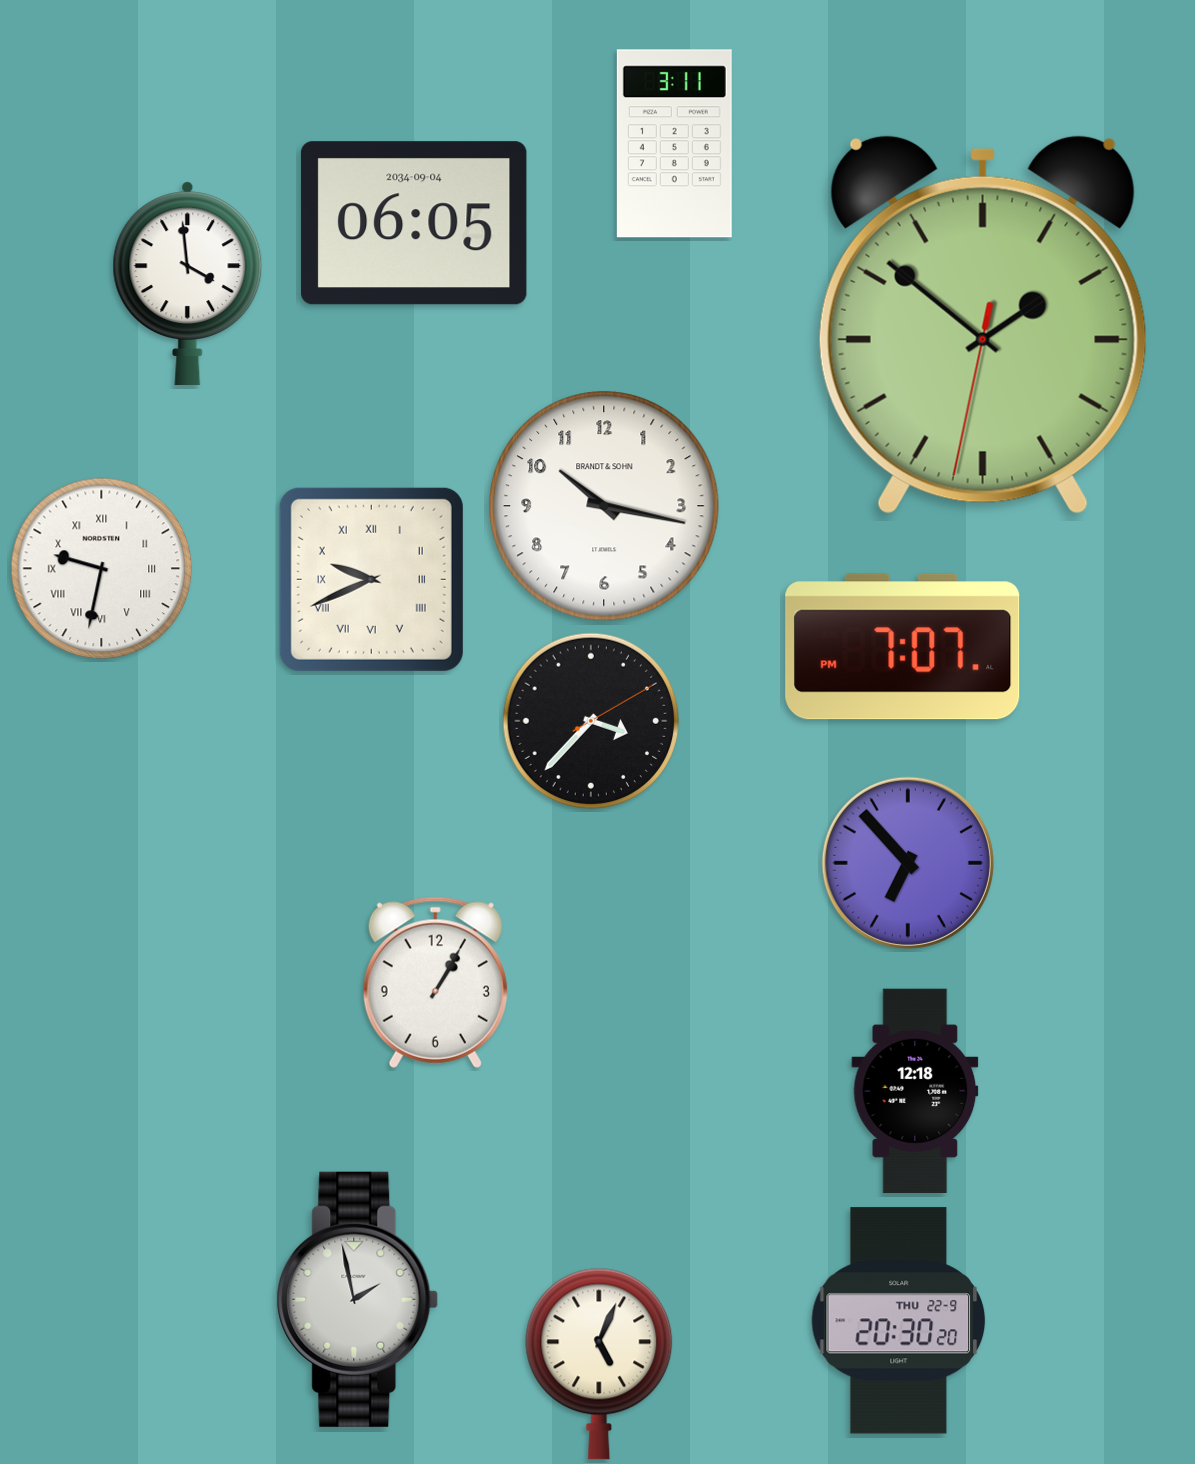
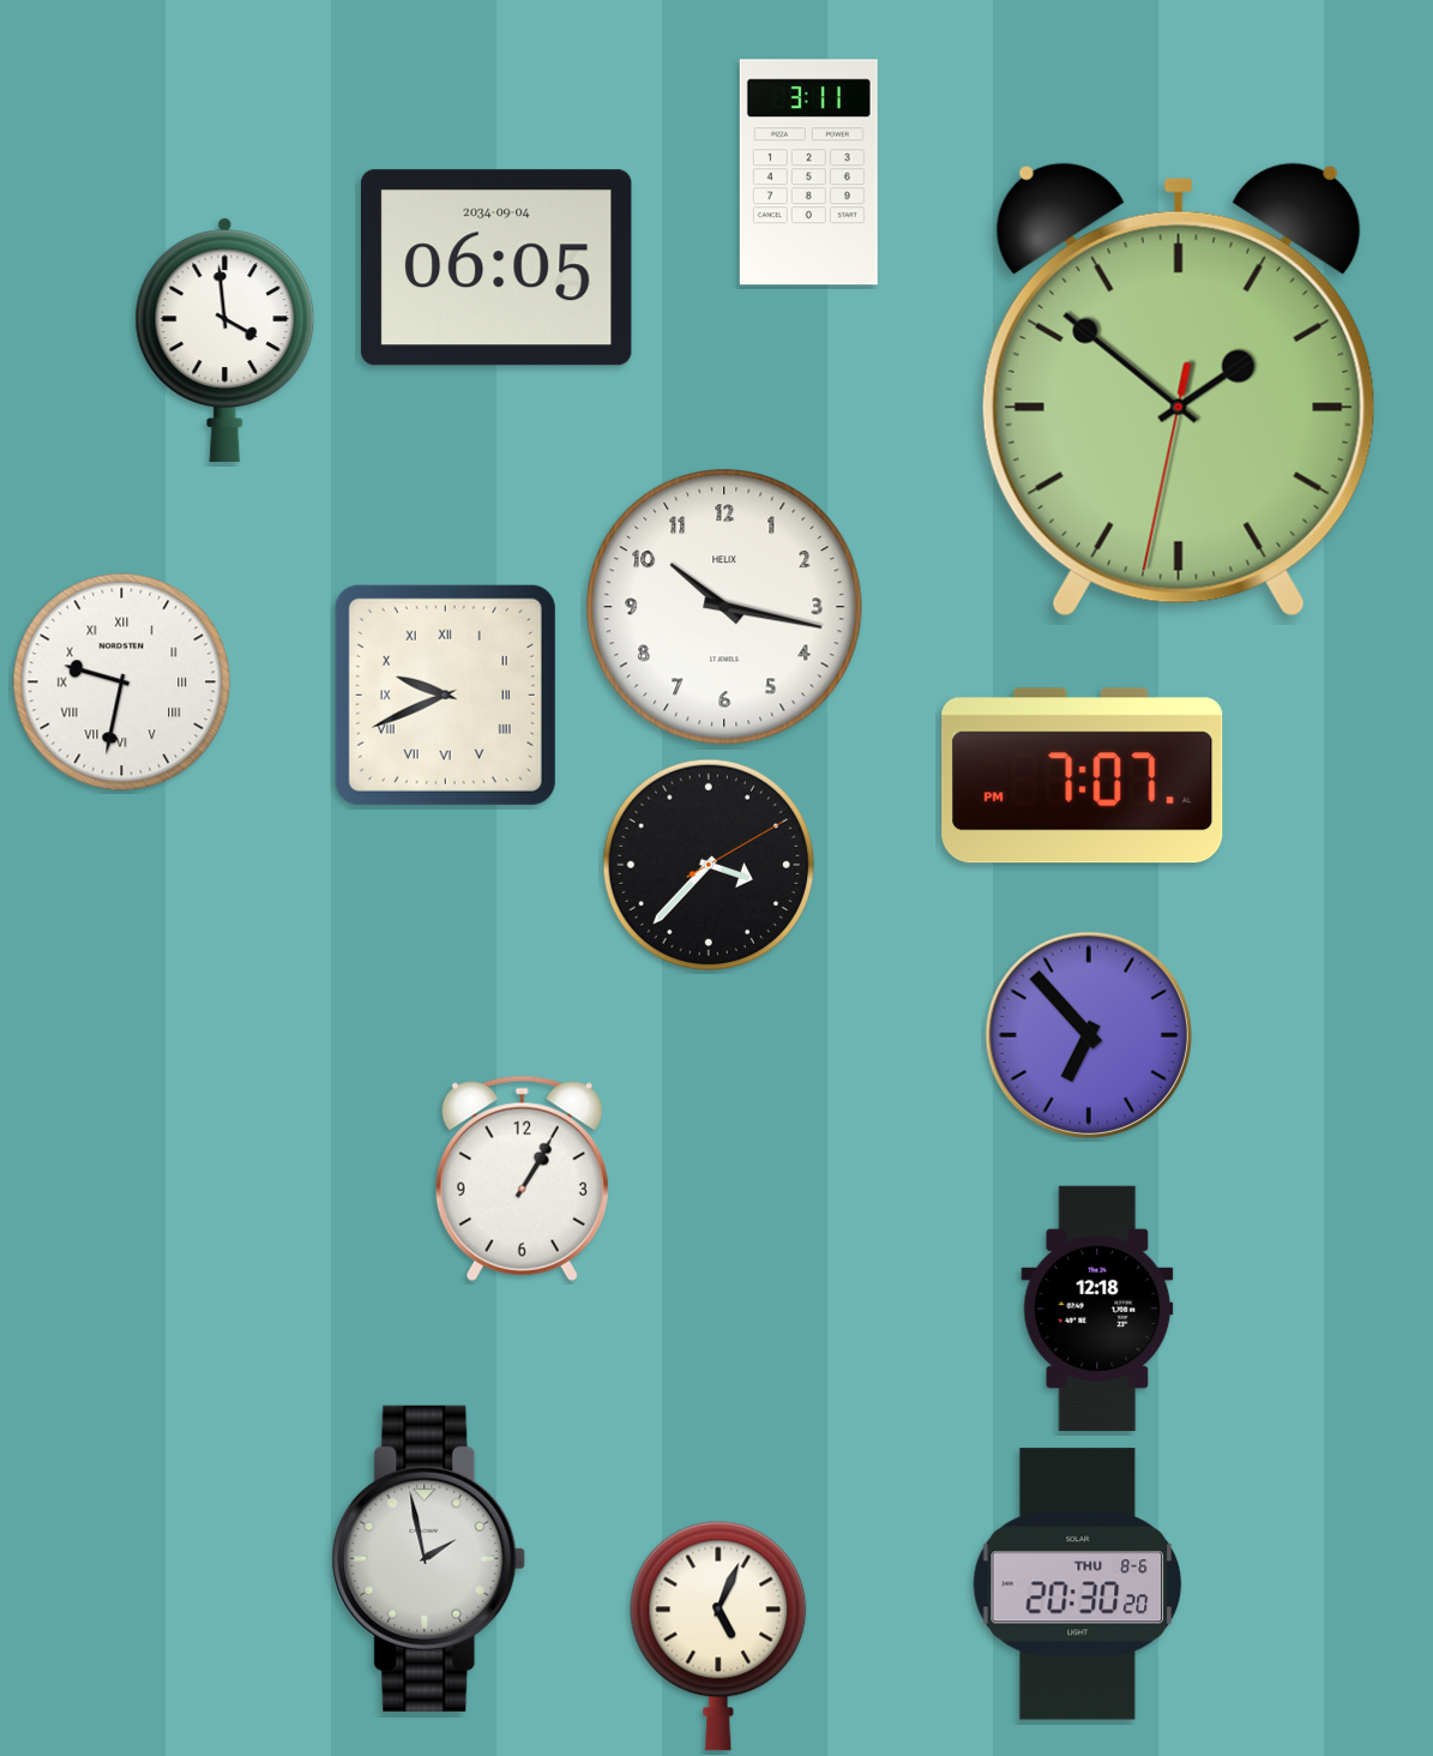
clock at (604, 506) brand: BRANDT & SOHN -> HELIX
clock at (899, 1321) date: THU 22-9 -> THU 8-6
